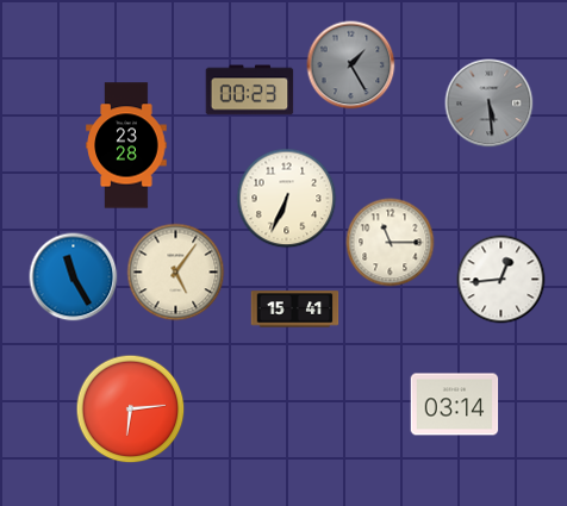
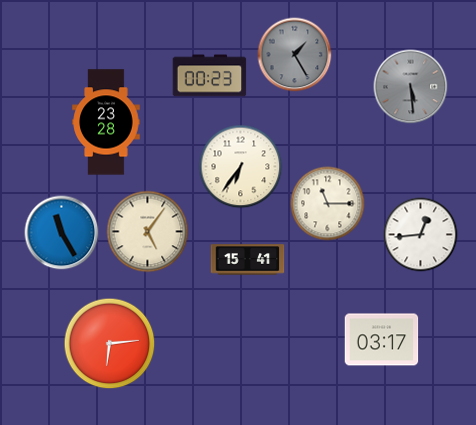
clock at (287, 199): 6:34 -> 6:36
clock at (176, 273) position: (176, 273) -> (148, 232)
clock at (455, 405): 03:14 -> 03:17
